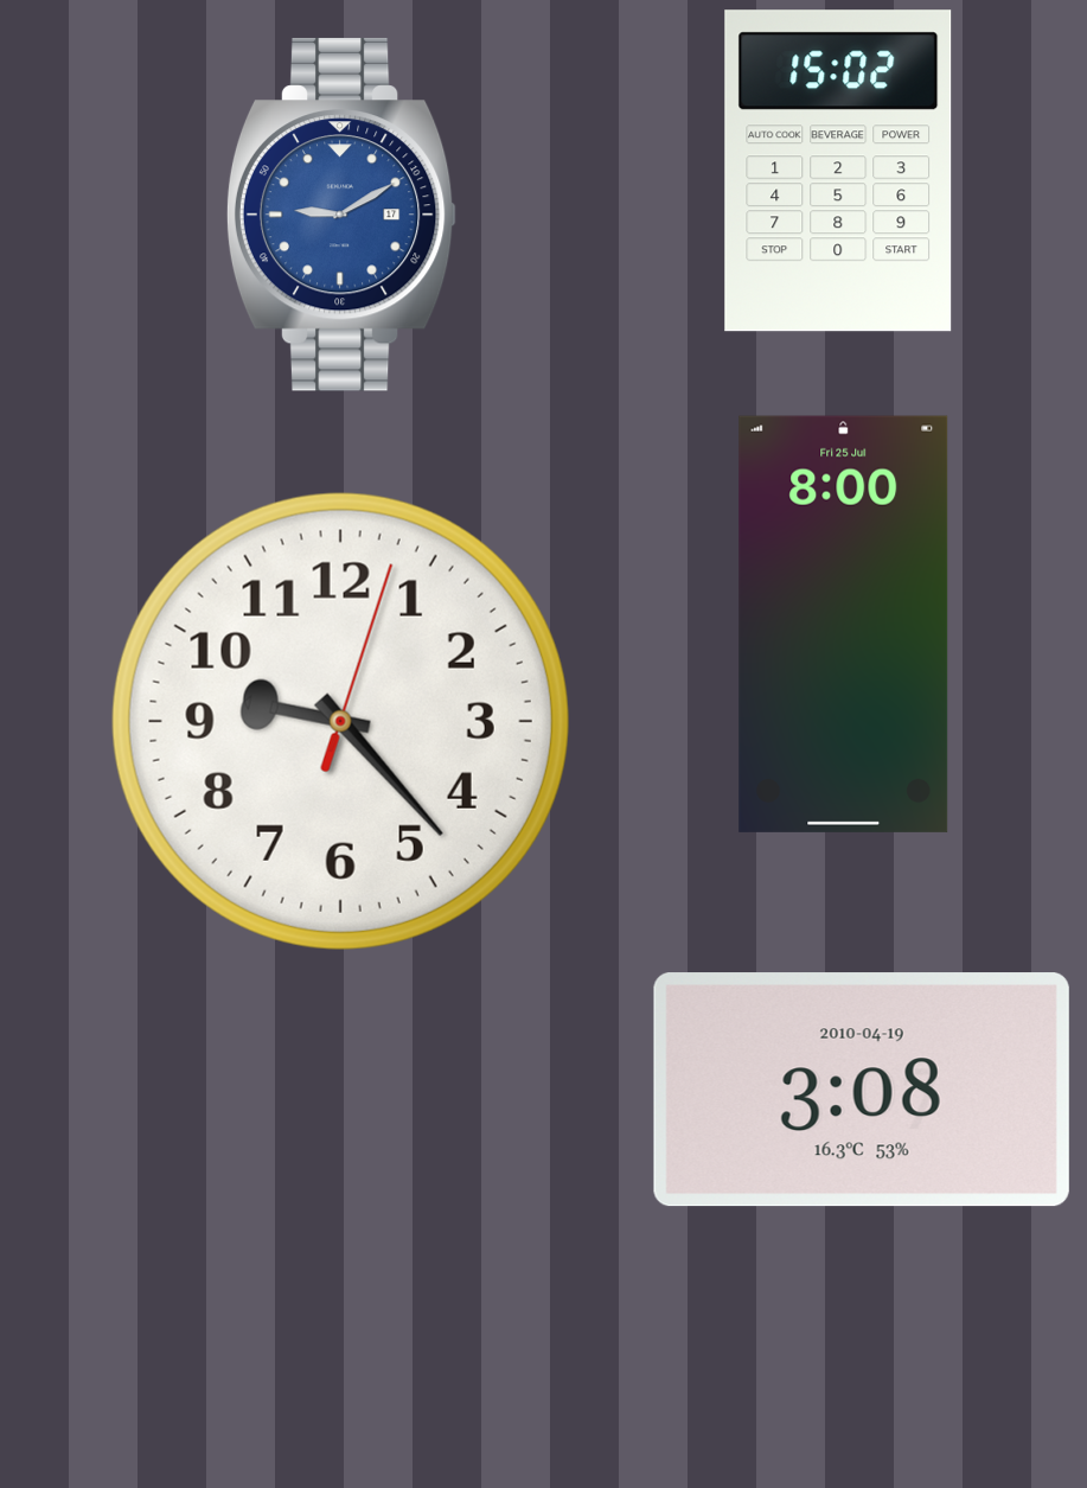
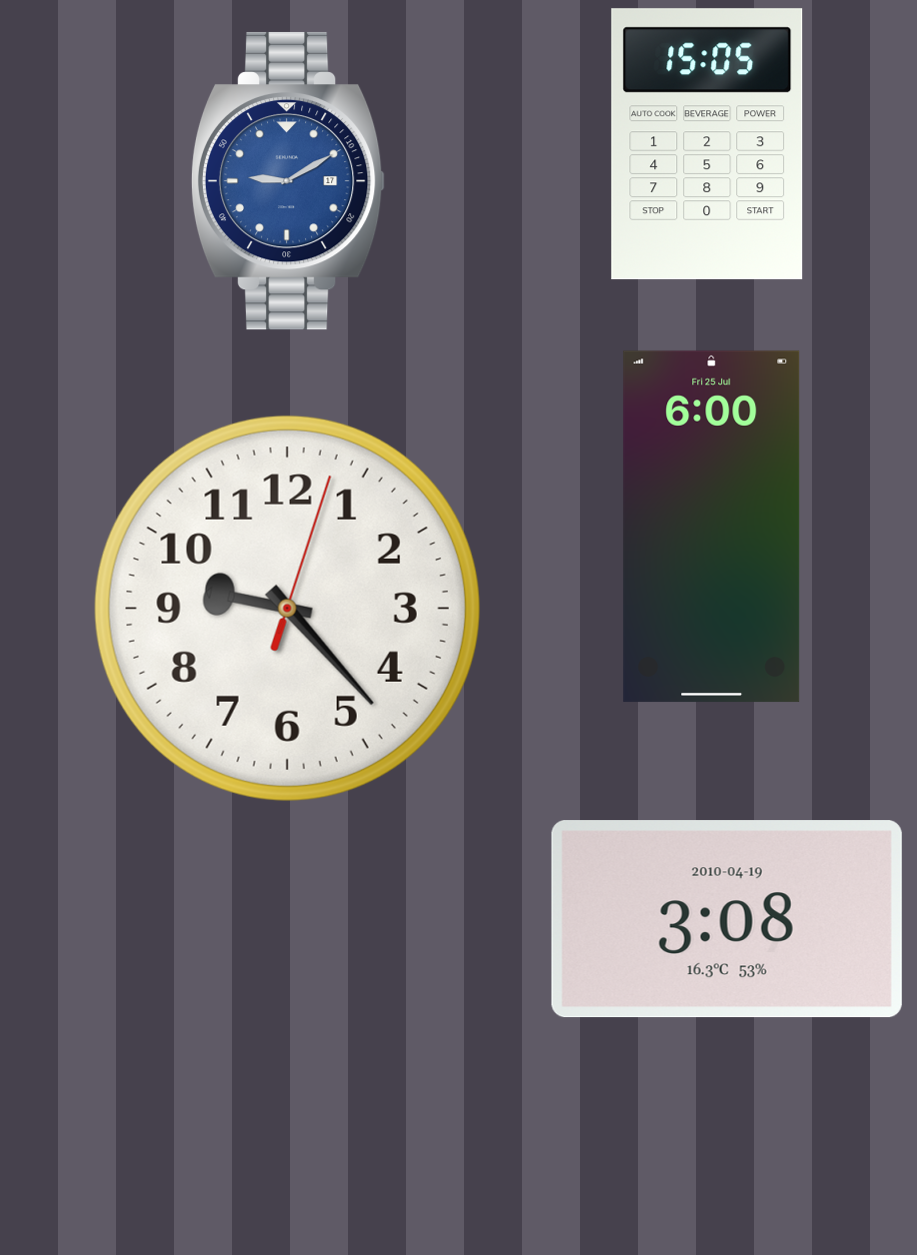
clock at (838, 171): 15:02 -> 15:05
clock at (844, 624): 8:00 -> 6:00
